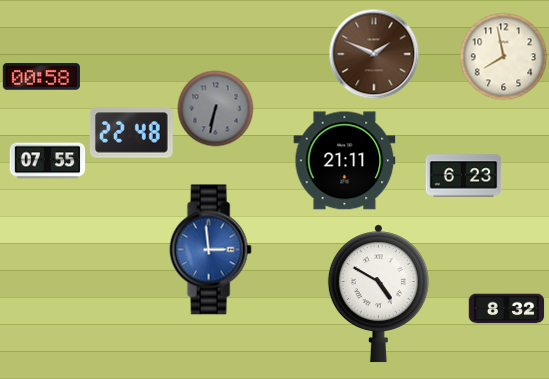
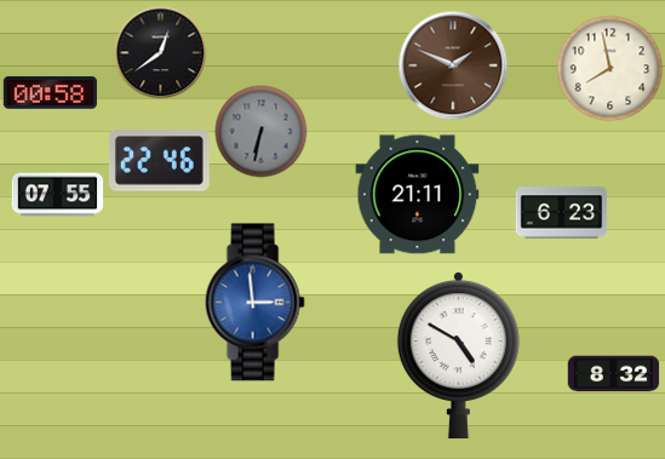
clock at (161, 53): none -> 12:39
clock at (131, 133): 22:48 -> 22:46
